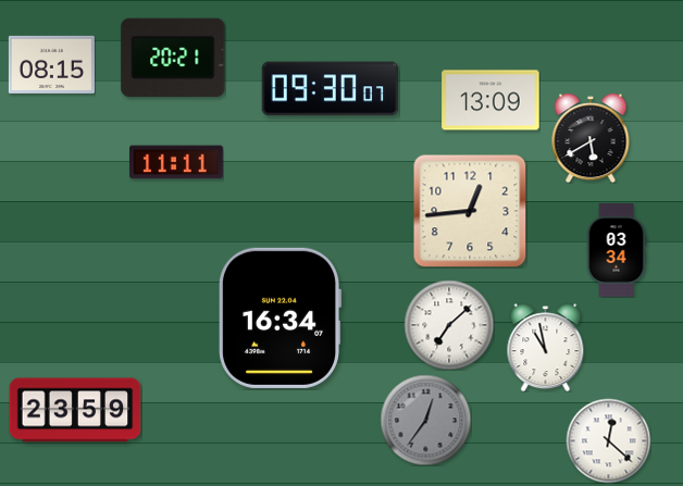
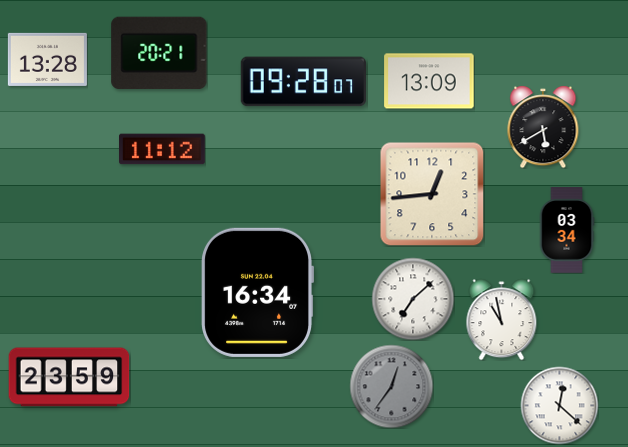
clock at (51, 64): 08:15 -> 13:28
clock at (330, 89): 09:30 -> 09:28
clock at (490, 100) position: (490, 100) -> (429, 81)
clock at (177, 162): 11:11 -> 11:12
